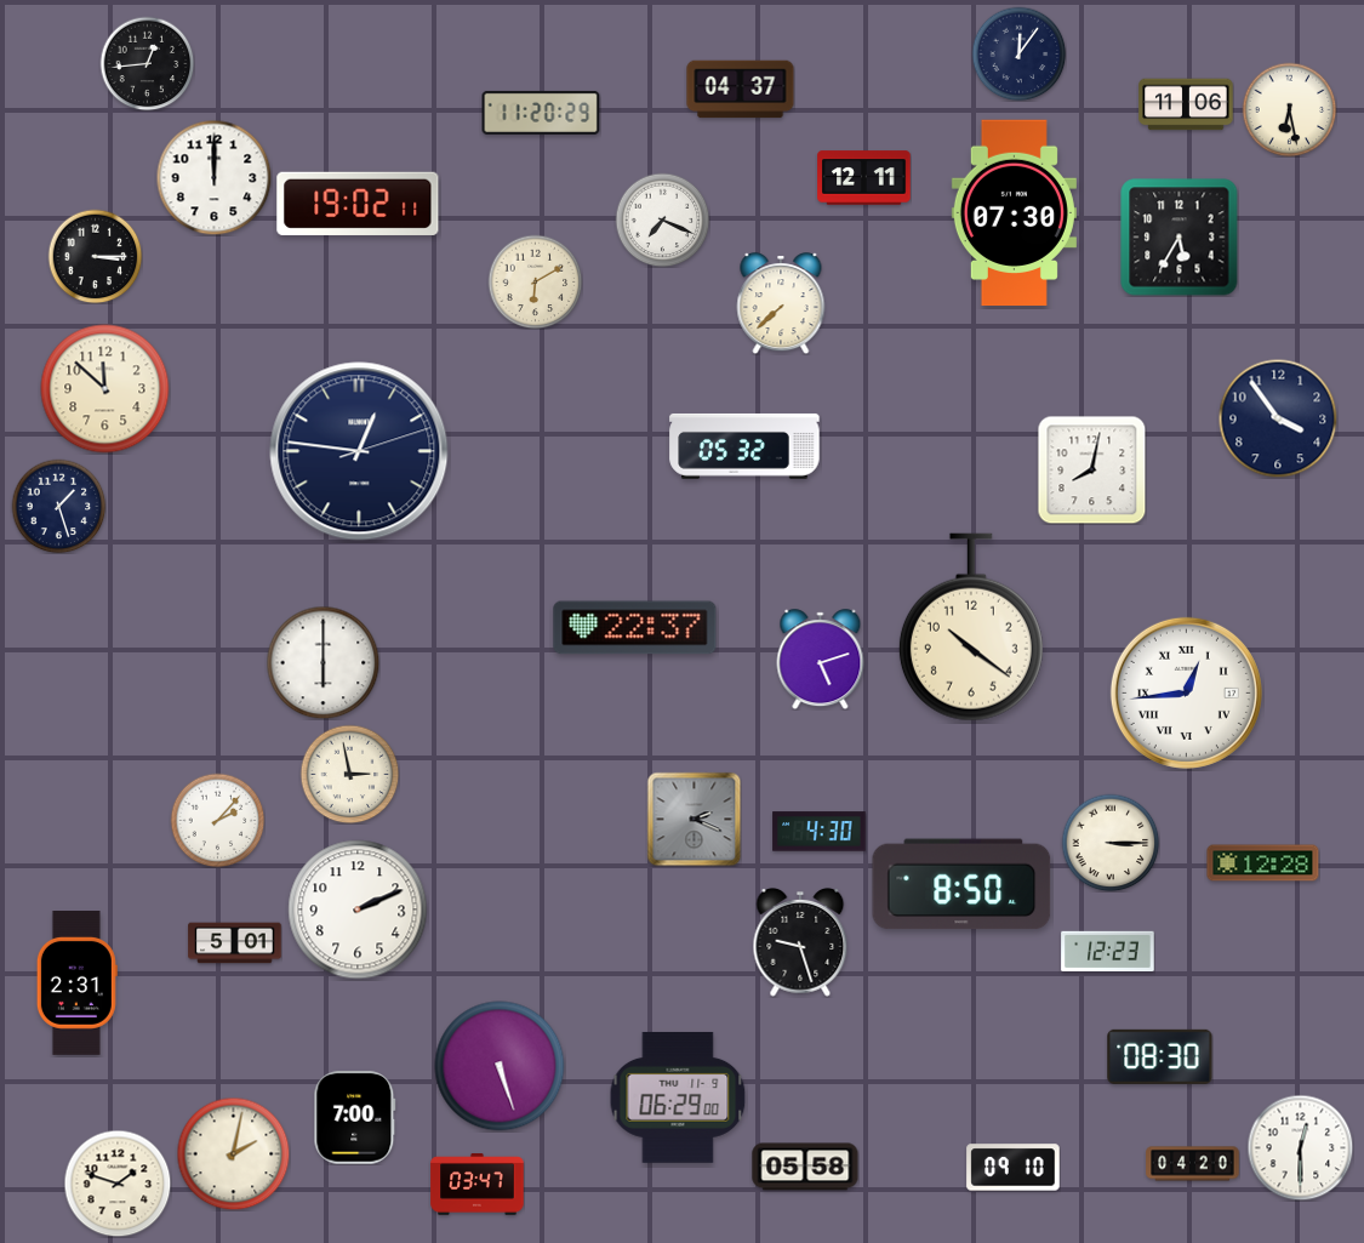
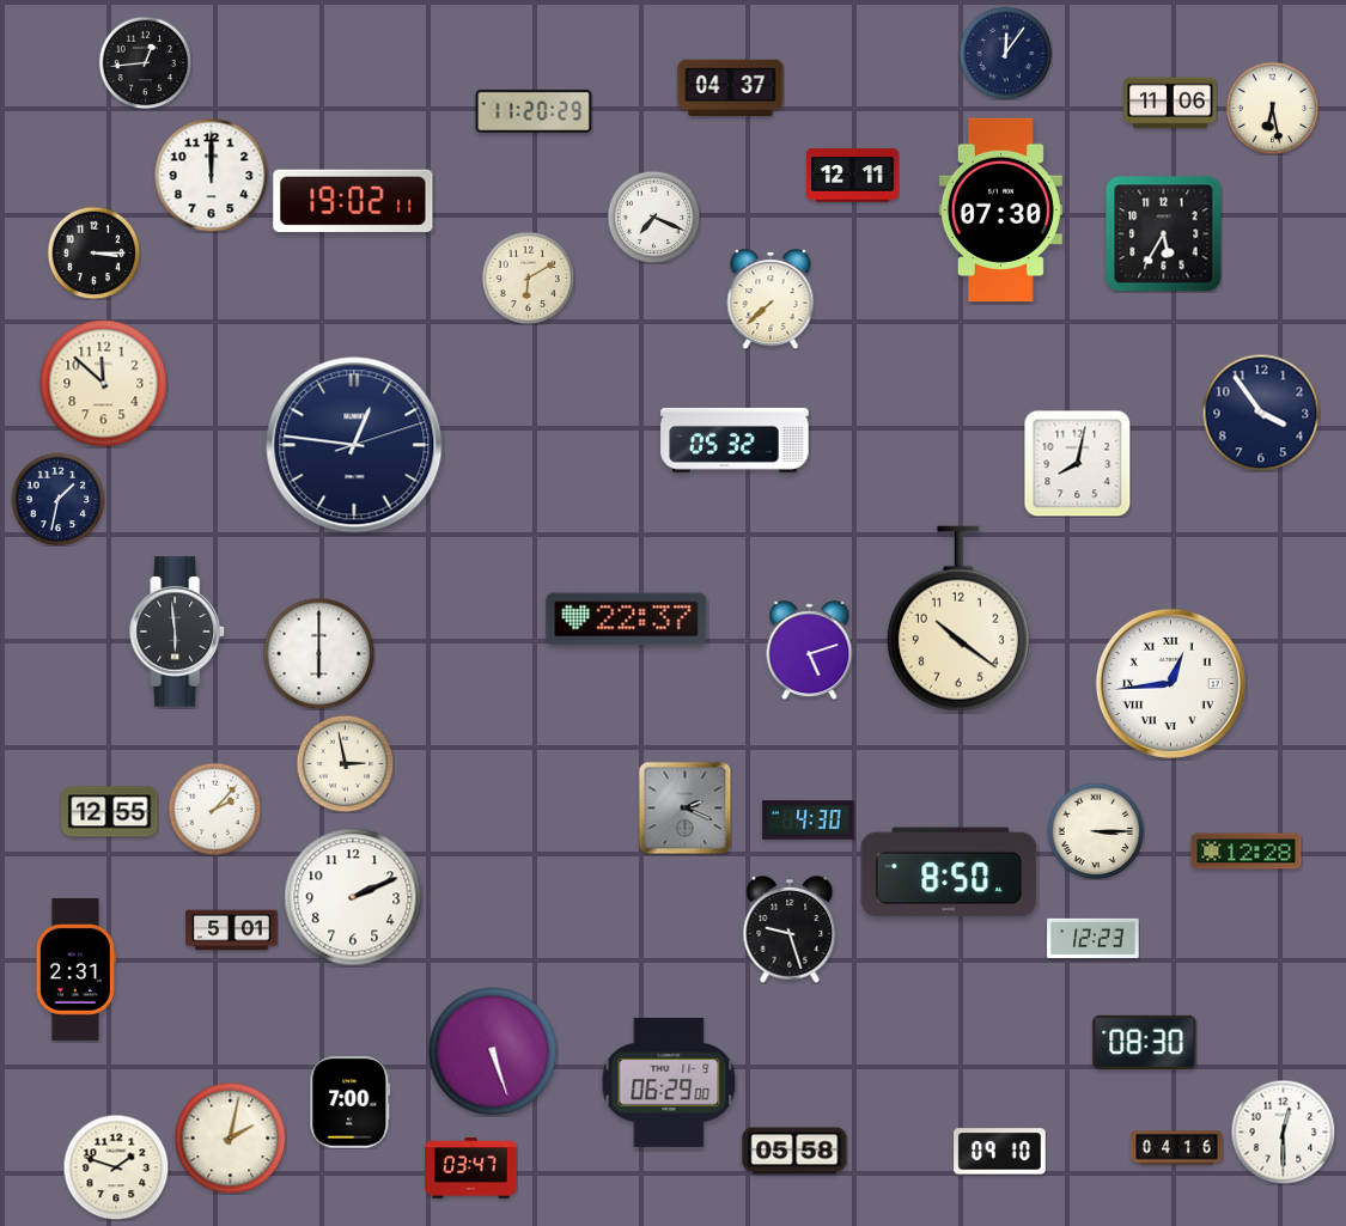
clock at (58, 506): 1:27 -> 1:32
clock at (177, 632): none -> 5:59
clock at (110, 812): none -> 12:55
clock at (1193, 1164): 04:20 -> 04:16
